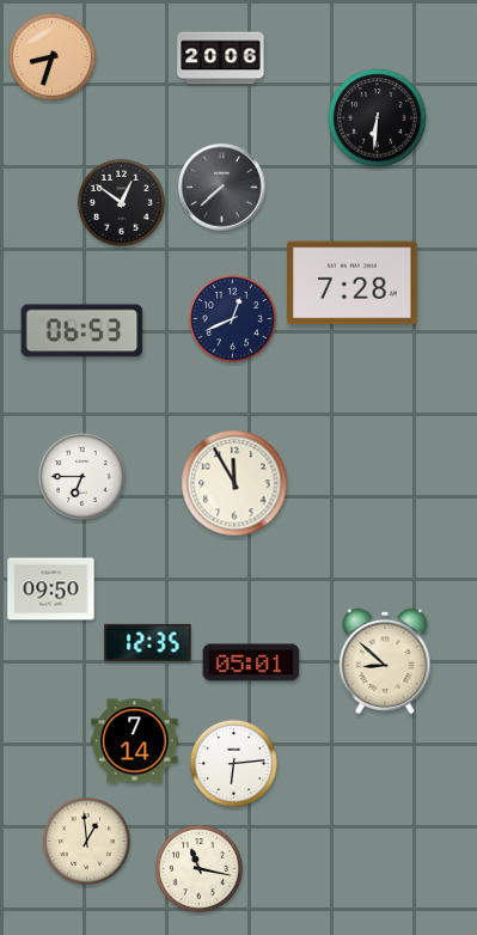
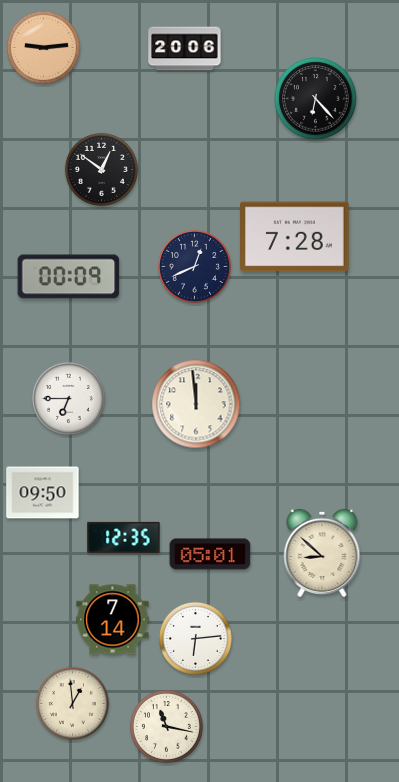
clock at (51, 56): 8:33 -> 9:14
clock at (378, 118): 6:31 -> 6:23
clock at (222, 188): 7:38 -> none
clock at (82, 331): 06:53 -> 00:09
clock at (234, 483): 11:55 -> 11:59
